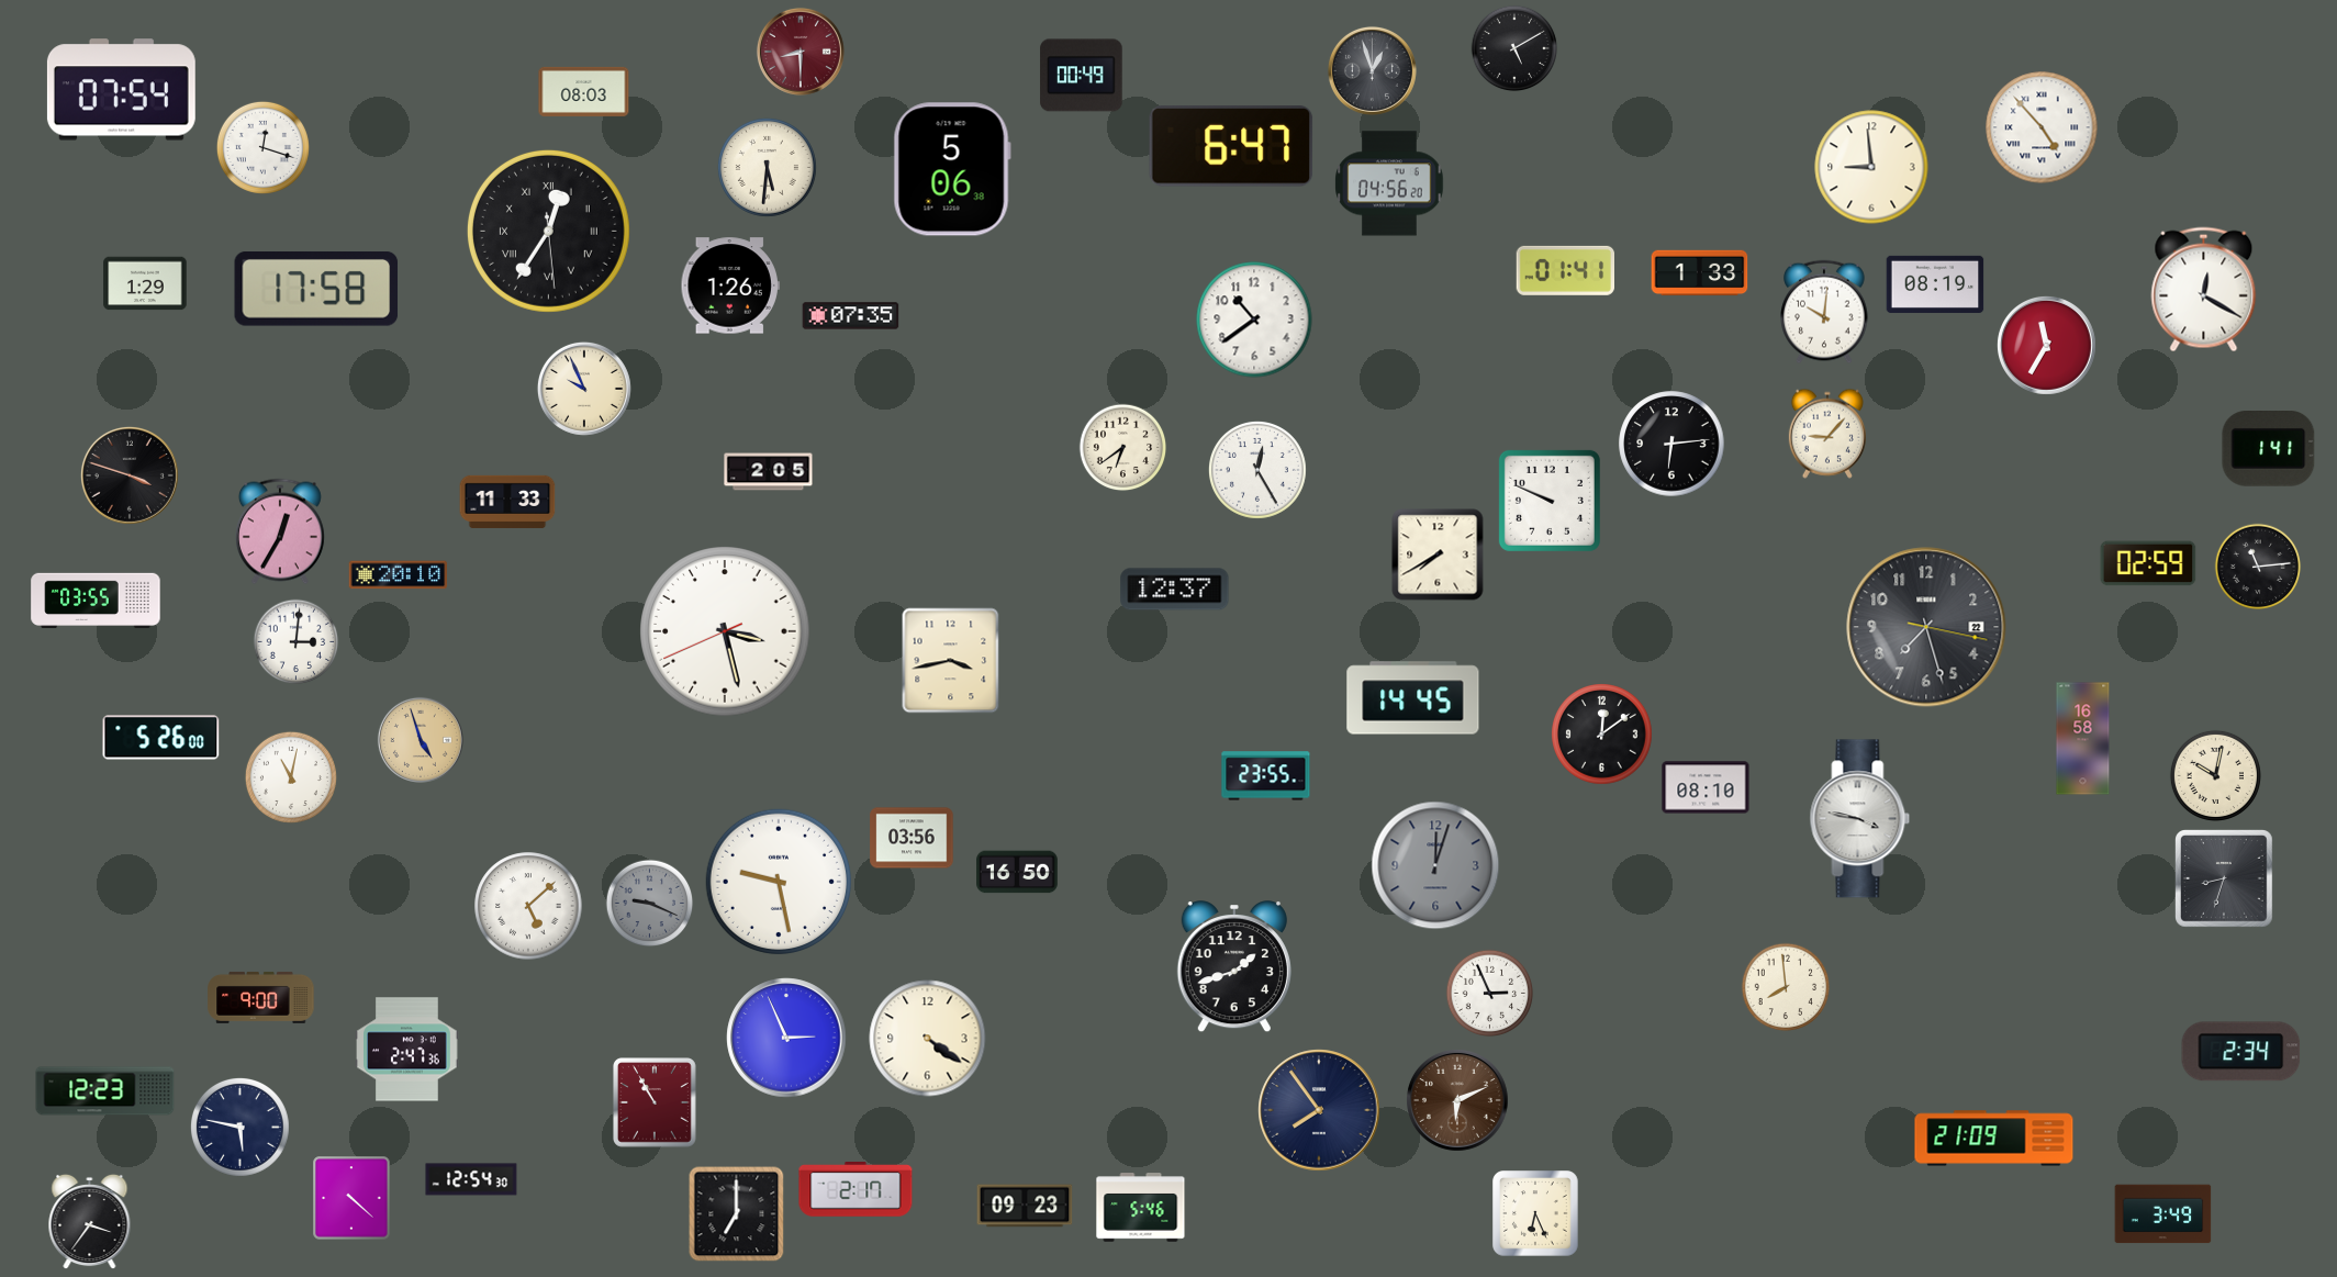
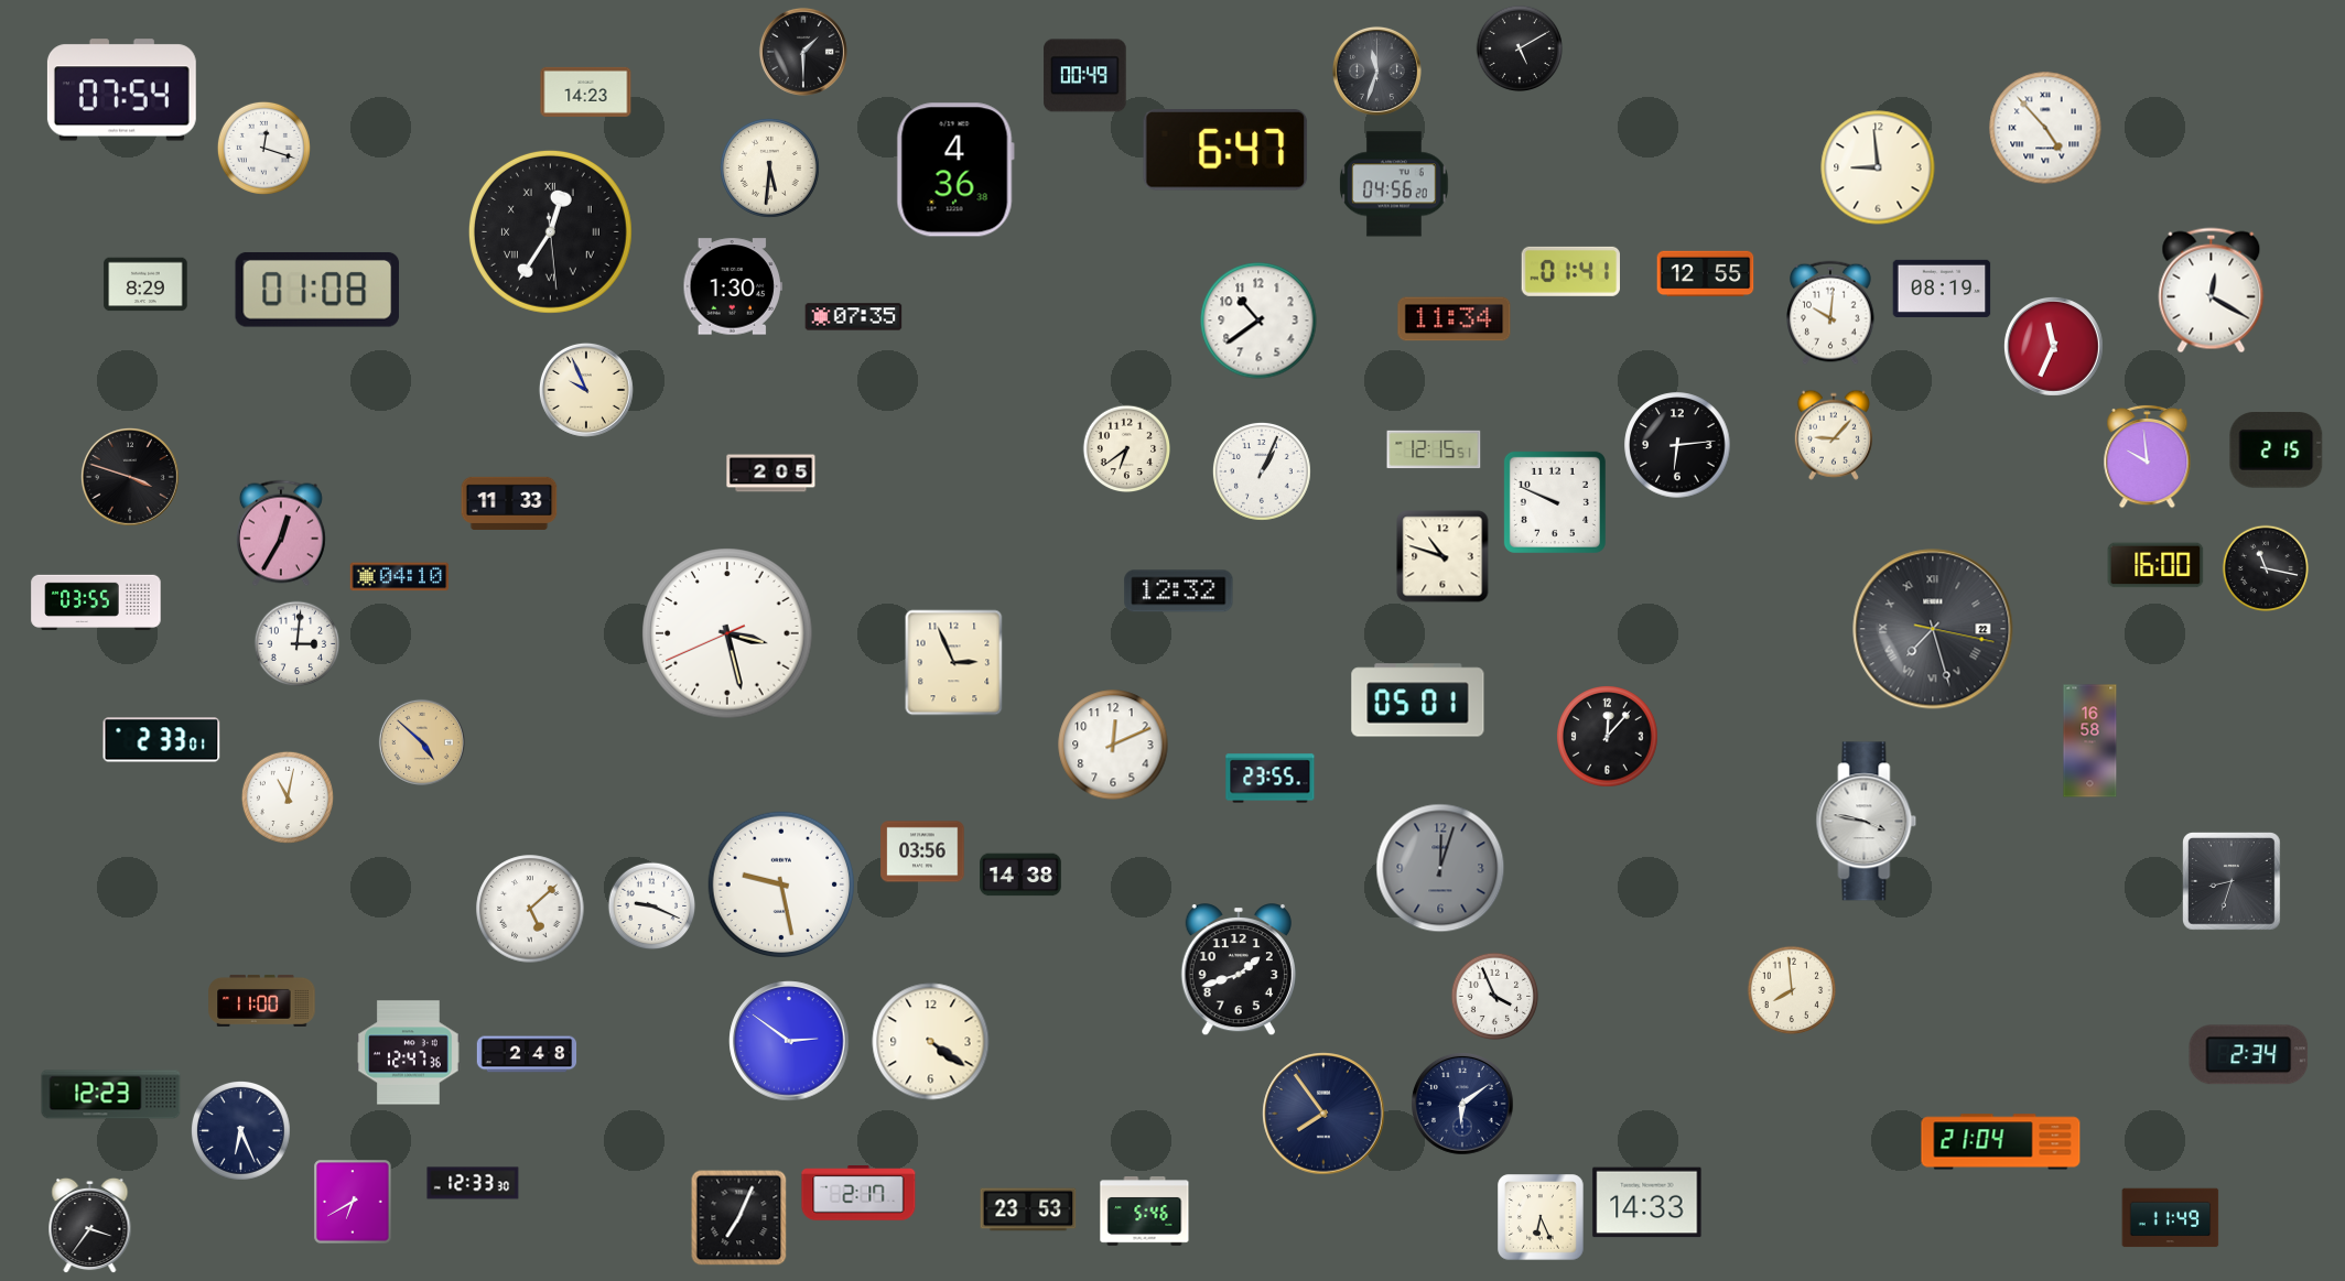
clock at (801, 52): 8:30 -> 1:30
clock at (801, 52) dial: burgundy -> black
clock at (1372, 70): 12:57 -> 11:33
clock at (584, 91): 08:03 -> 14:23
clock at (2042, 127) position: (2042, 127) -> (2045, 128)
clock at (1231, 147) position: (1231, 147) -> (1225, 151)
clock at (952, 169): 5:06 -> 4:36
clock at (1700, 273): 1:33 -> 12:55
clock at (145, 283): 1:29 -> 8:29
clock at (1935, 284) position: (1935, 284) -> (1942, 289)
clock at (730, 285): 1:26 -> 1:30
clock at (316, 289): 17:58 -> 01:08
clock at (1455, 319): none -> 11:34
clock at (2046, 345): 11:35 -> 11:34
clock at (1434, 449): none -> 12:15
clock at (2269, 449): 1:41 -> 2:15
clock at (2148, 456): none -> 9:59
clock at (1257, 470): 12:25 -> 1:04
clock at (1438, 555): 7:40 -> 10:48
clock at (2148, 563): 02:59 -> 16:00
clock at (2258, 567): 11:14 -> 11:17
clock at (399, 575): 20:10 -> 04:10
clock at (1175, 590): 12:37 -> 12:32
clock at (1926, 627) numerals: Arabic -> Roman
clock at (951, 661): 3:43 -> 2:56
clock at (1413, 698): 14:45 -> 05:01
clock at (1602, 735): 12:09 -> 12:07
clock at (161, 738): 5:26 -> 2:33
clock at (421, 740): 4:57 -> 4:52
clock at (1113, 745): none -> 12:11
clock at (2215, 775): 10:02 -> none
clock at (291, 777) position: (291, 777) -> (288, 797)
clock at (1706, 787): 08:10 -> none
clock at (912, 838) position: (912, 838) -> (922, 851)
clock at (1017, 872): 16:50 -> 14:38
clock at (650, 904) dial: grey -> white
clock at (1490, 994): 2:56 -> 3:56
clock at (261, 997): 9:00 -> 11:00
clock at (786, 1038): 2:56 -> 2:51
clock at (407, 1050): 2:47 -> 12:47
clock at (527, 1054): none -> 2:48
clock at (105, 1091) position: (105, 1091) -> (111, 1095)
clock at (1458, 1101): 6:11 -> 6:09
clock at (1458, 1101) dial: brown -> navy
clock at (656, 1104): 10:55 -> none
clock at (241, 1128): 5:47 -> 6:26
clock at (1994, 1139): 21:09 -> 21:04
clock at (471, 1179): 12:54 -> 12:33
clock at (351, 1198): 4:22 -> 6:40
clock at (1647, 1203): none -> 14:33
clock at (1025, 1206): 09:23 -> 23:53
clock at (737, 1214): 7:00 -> 7:04
clock at (2163, 1214): 3:49 -> 11:49
